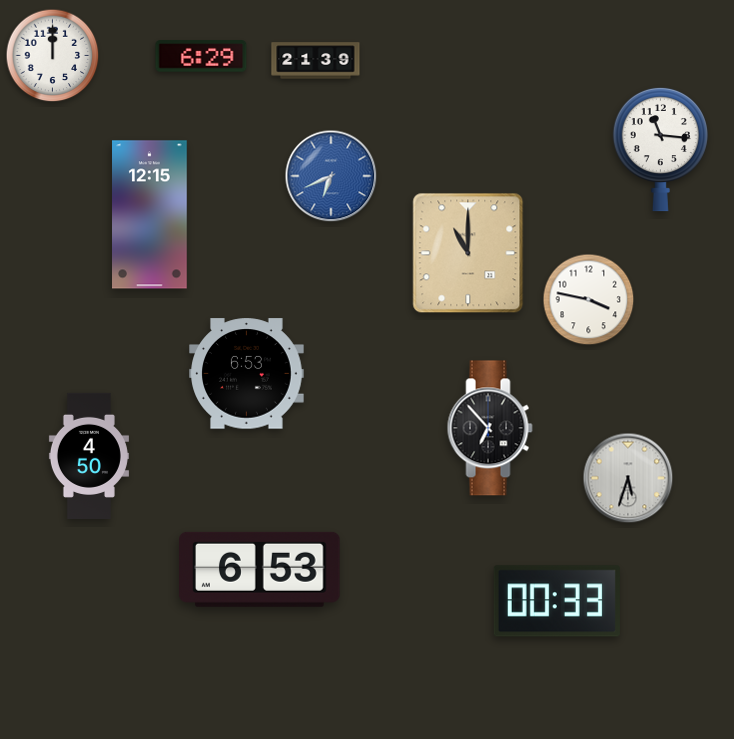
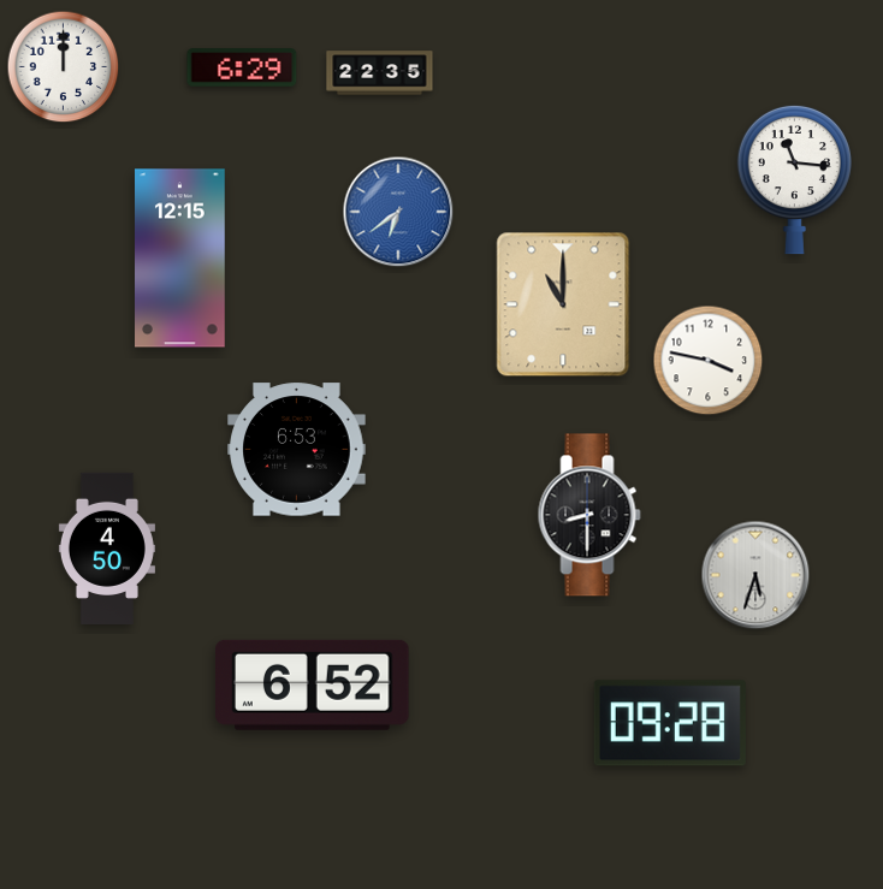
clock at (316, 61): 21:39 -> 22:35
clock at (331, 176): 6:41 -> 6:39
clock at (490, 428): 6:53 -> 8:30
clock at (260, 569): 6:53 -> 6:52
clock at (557, 601): 00:33 -> 09:28
